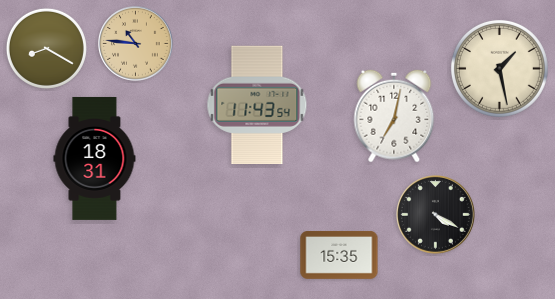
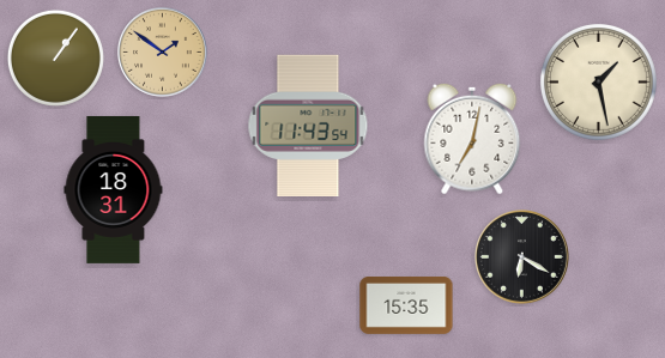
clock at (136, 44): 10:46 -> 1:51
clock at (46, 48): 8:20 -> 1:06
clock at (436, 215): 4:20 -> 6:20
